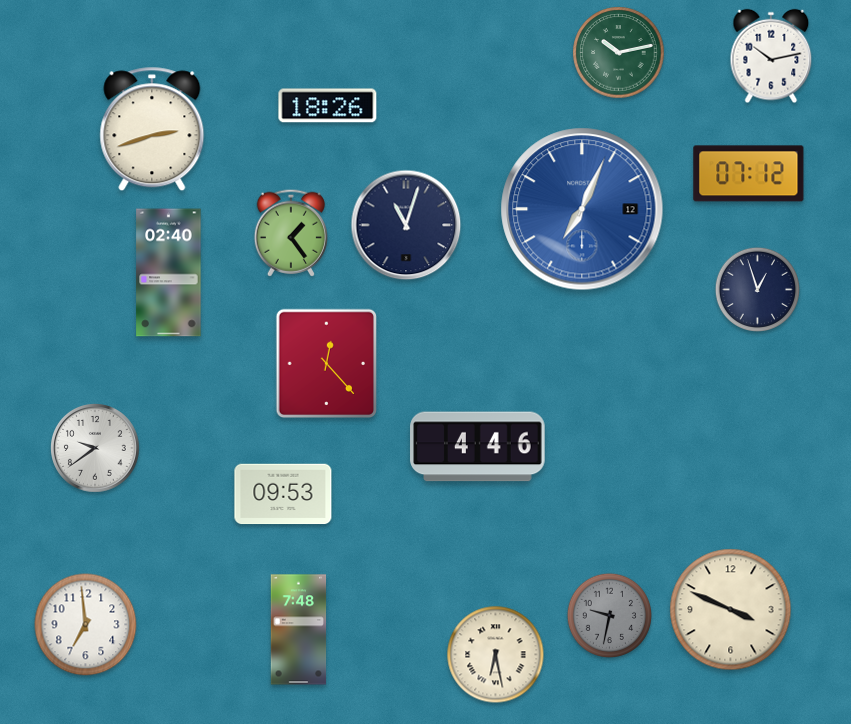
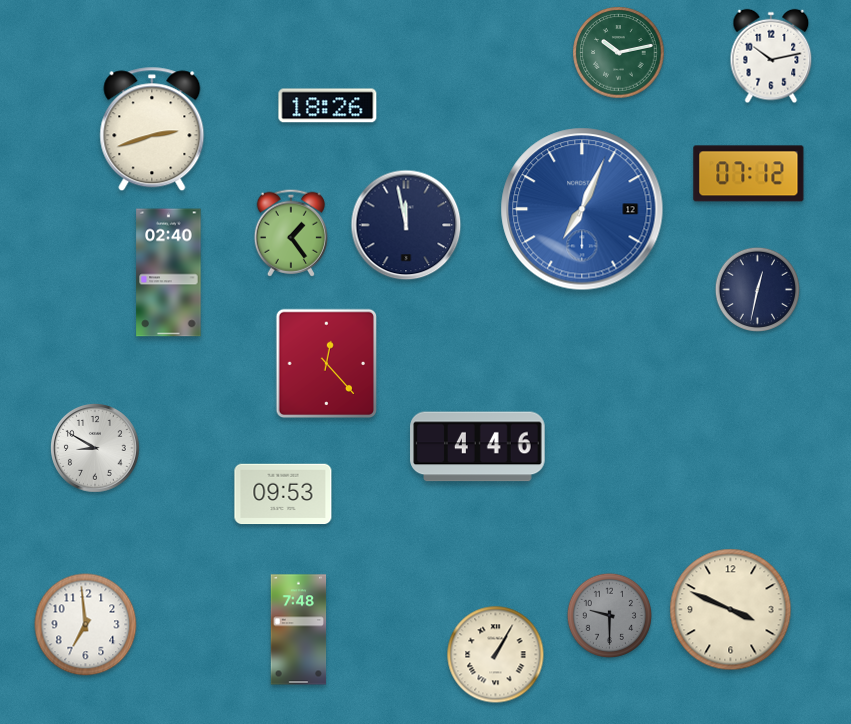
clock at (406, 225): 11:03 -> 11:58
clock at (757, 289): 12:57 -> 12:32
clock at (96, 449): 9:39 -> 8:50
clock at (609, 615): 9:32 -> 9:30
clock at (496, 655): 6:28 -> 1:05
